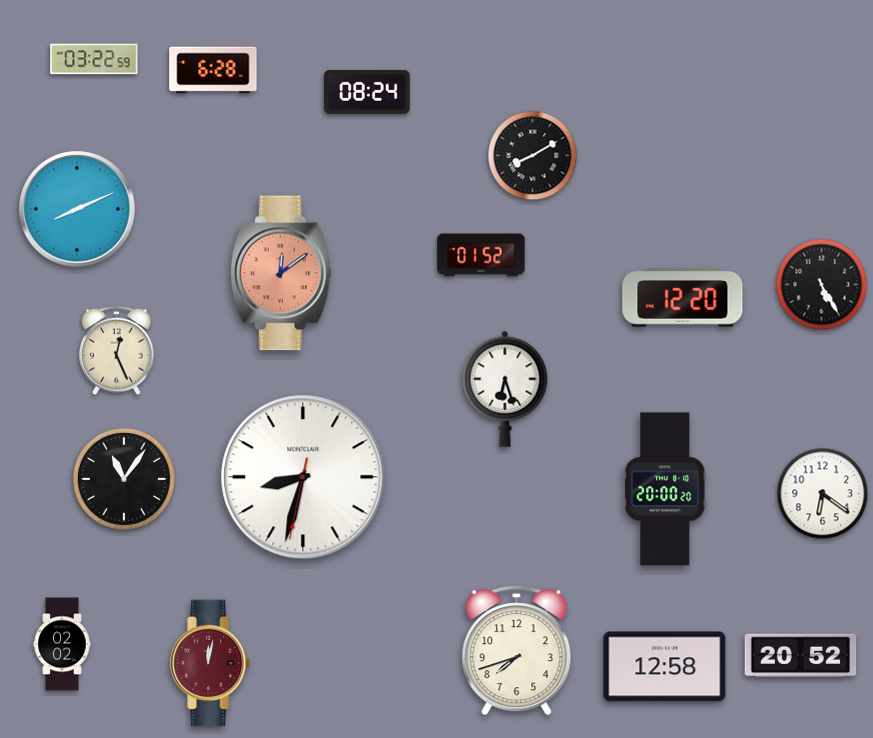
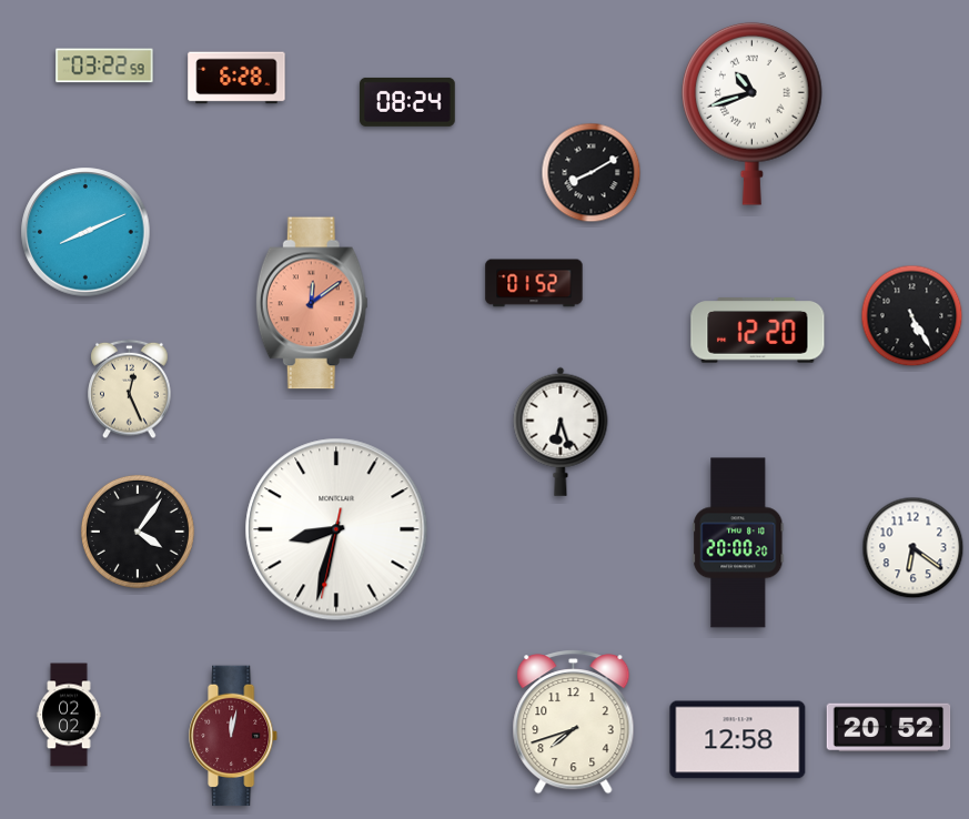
clock at (753, 113): none -> 10:42
clock at (124, 479): 11:06 -> 4:06
